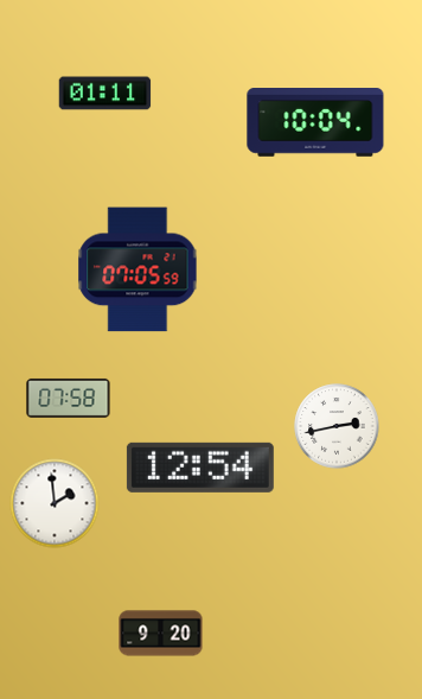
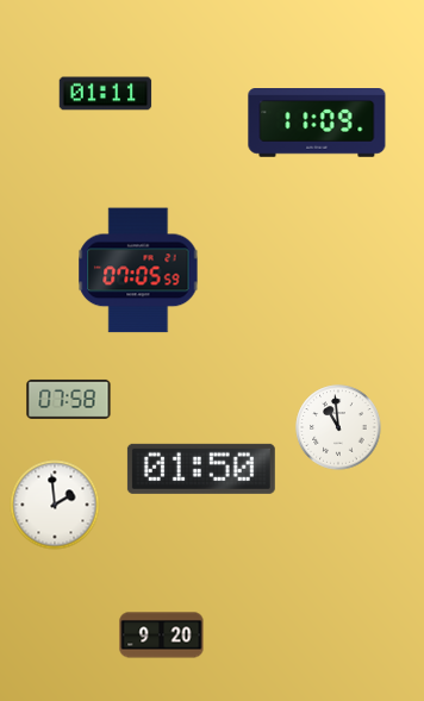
clock at (315, 123): 10:04 -> 11:09
clock at (337, 426): 2:43 -> 10:59
clock at (200, 468): 12:54 -> 01:50
